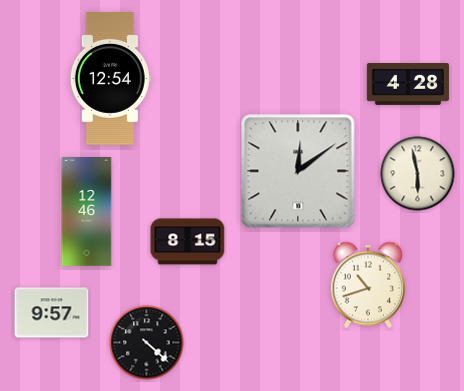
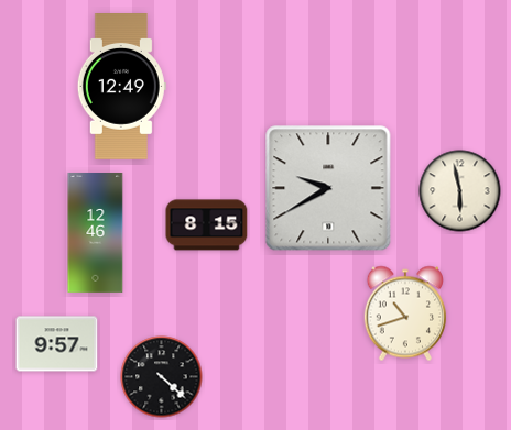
clock at (110, 79): 12:54 -> 12:49
clock at (408, 85): 4:28 -> none
clock at (298, 171): 12:09 -> 9:40
clock at (188, 242) position: (188, 242) -> (207, 225)
